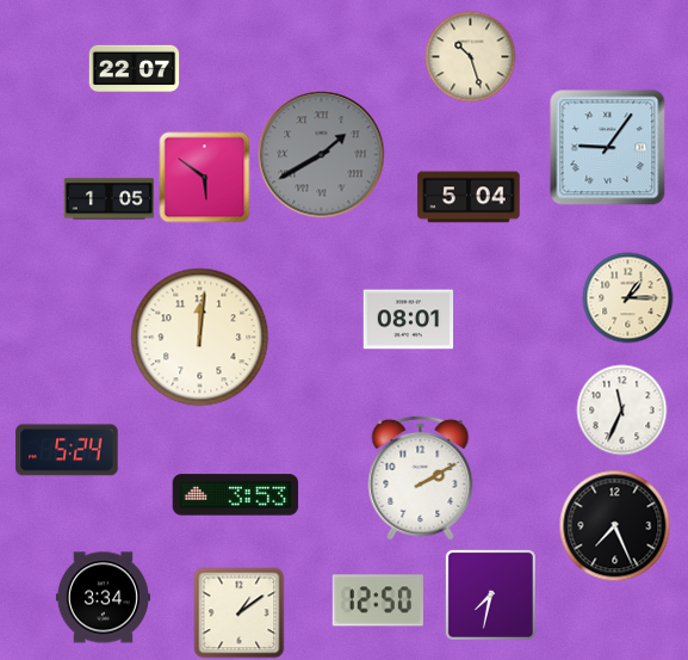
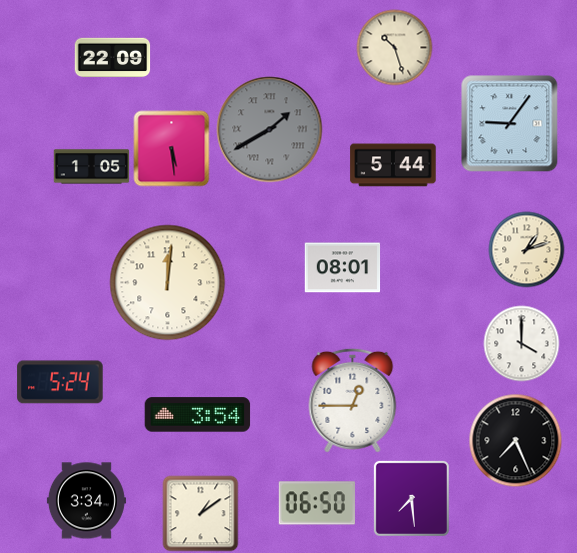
clock at (135, 69): 22:07 -> 22:09
clock at (205, 178): 5:51 -> 5:29
clock at (469, 197): 5:04 -> 5:44
clock at (628, 298): 1:15 -> 1:12
clock at (622, 411): 11:34 -> 4:00
clock at (67, 450) position: (67, 450) -> (60, 382)
clock at (421, 477): 2:10 -> 12:45
clock at (236, 495): 3:53 -> 3:54
clock at (490, 594): 7:32 -> 7:29
clock at (377, 600): 12:50 -> 06:50
